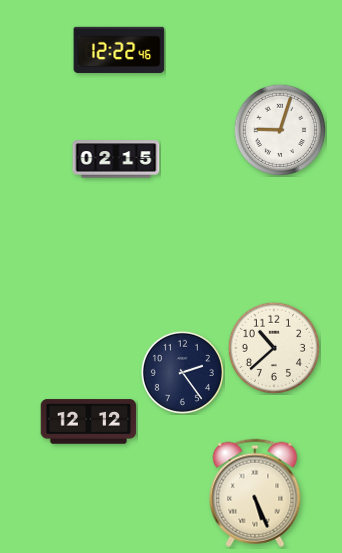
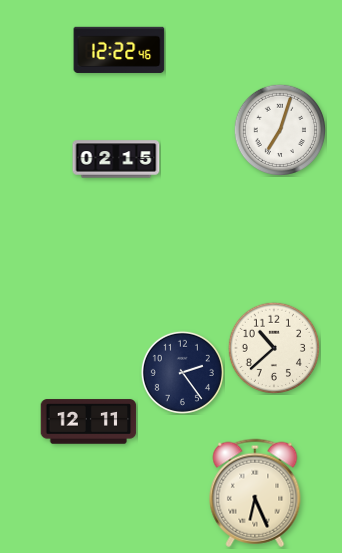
clock at (279, 129): 9:03 -> 7:03
clock at (89, 422): 12:12 -> 12:11
clock at (255, 493): 5:26 -> 6:26
